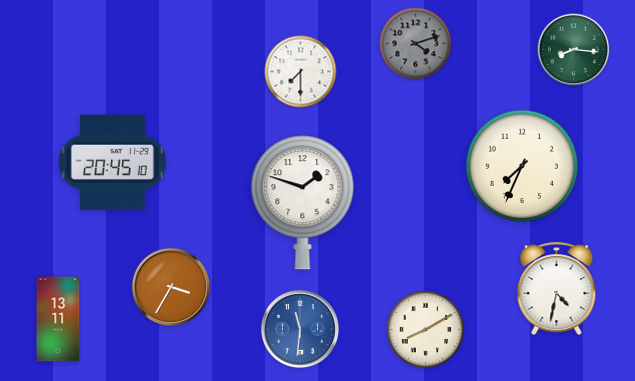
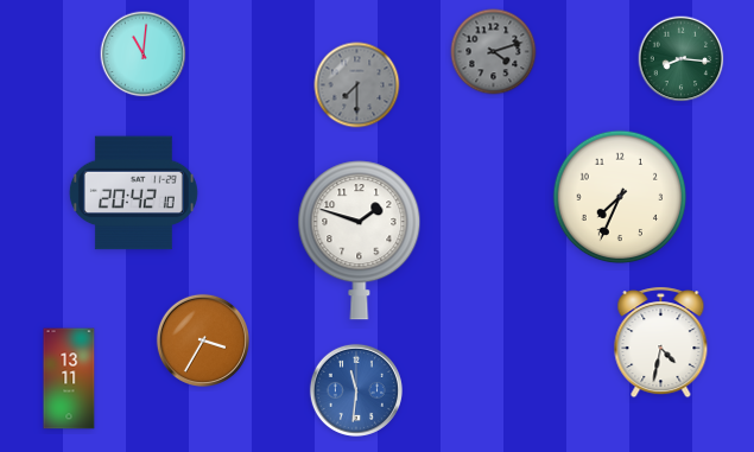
clock at (144, 55): none -> 11:01
clock at (301, 72) dial: white -> grey
clock at (112, 163): 20:45 -> 20:42
clock at (426, 330): 8:10 -> none
